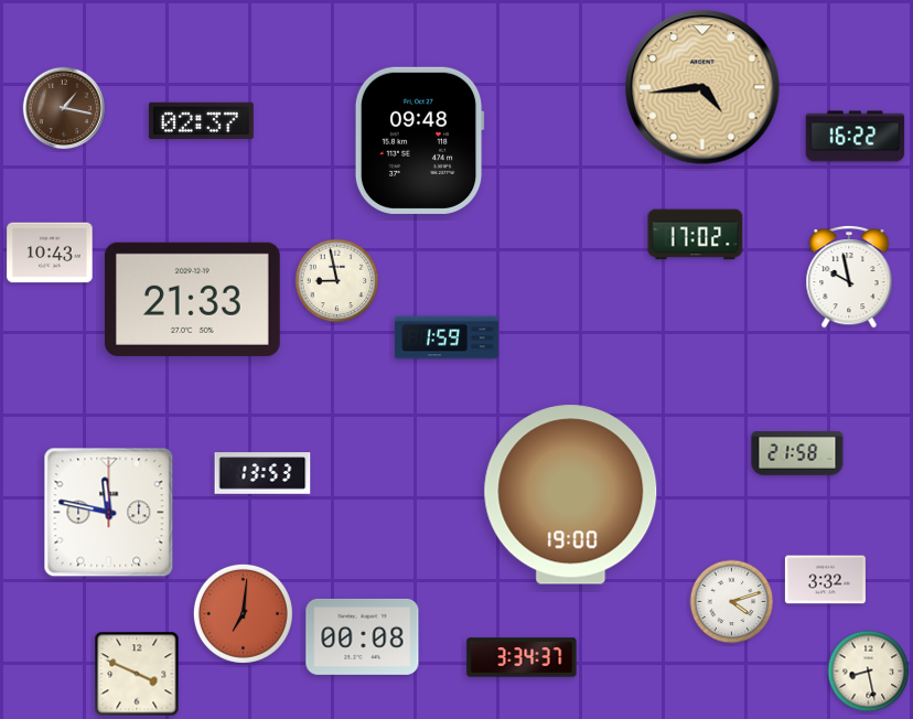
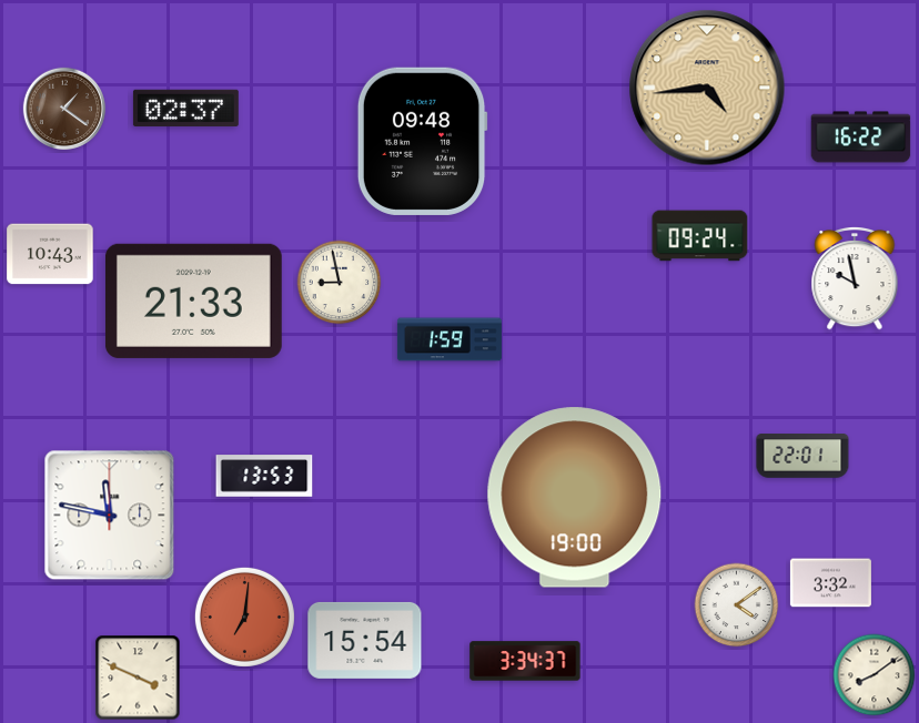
clock at (63, 107): 1:17 -> 1:21
clock at (201, 120) position: (201, 120) -> (185, 108)
clock at (696, 235): 17:02 -> 09:24
clock at (797, 453): 21:58 -> 22:01
clock at (732, 602): 4:12 -> 4:09
clock at (363, 636): 00:08 -> 15:54
clock at (869, 672): 8:28 -> 8:09
